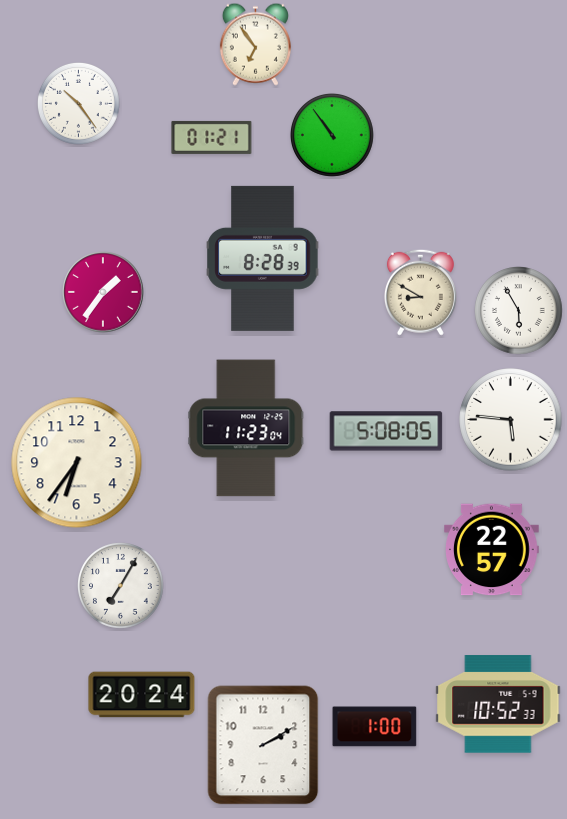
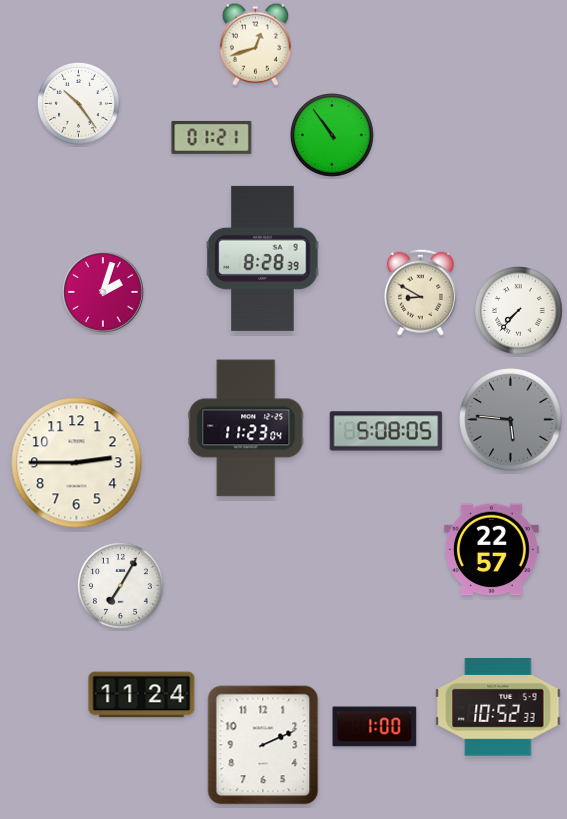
clock at (255, 44): 6:54 -> 12:42
clock at (103, 292): 1:36 -> 2:03
clock at (519, 311): 5:55 -> 7:37
clock at (511, 420) dial: white -> grey
clock at (77, 463): 6:36 -> 2:45
clock at (142, 695): 20:24 -> 11:24
clock at (498, 704) position: (498, 704) -> (498, 707)
clock at (263, 745): 2:10 -> 2:11
